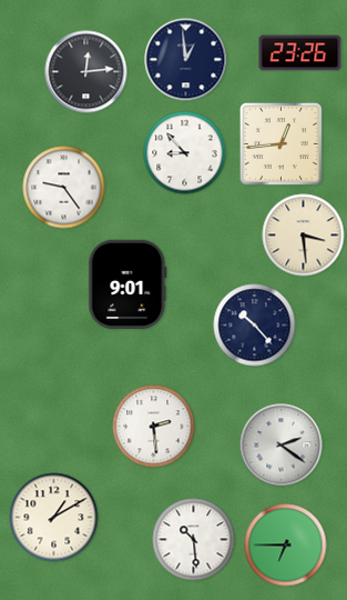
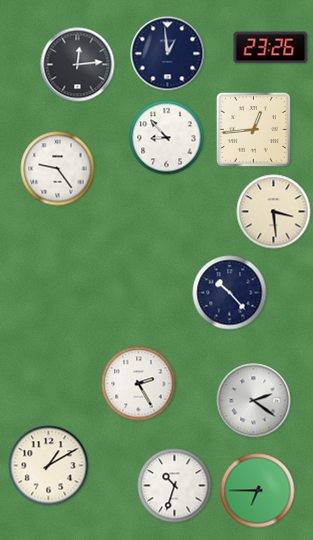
clock at (127, 283): 9:01 -> none
clock at (154, 427): 2:29 -> 2:25
clock at (194, 540): 10:29 -> 10:33
